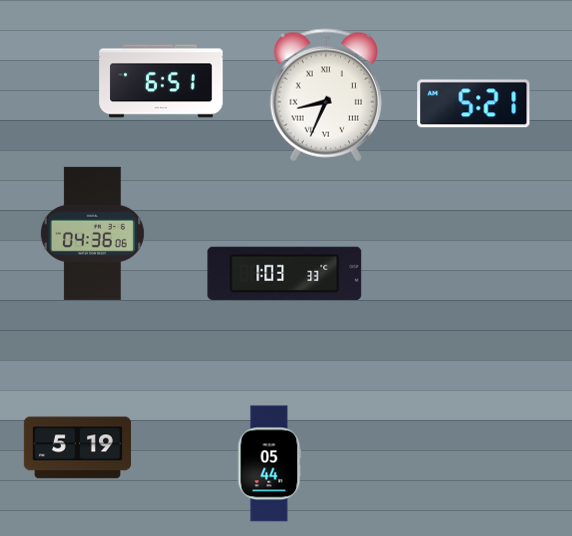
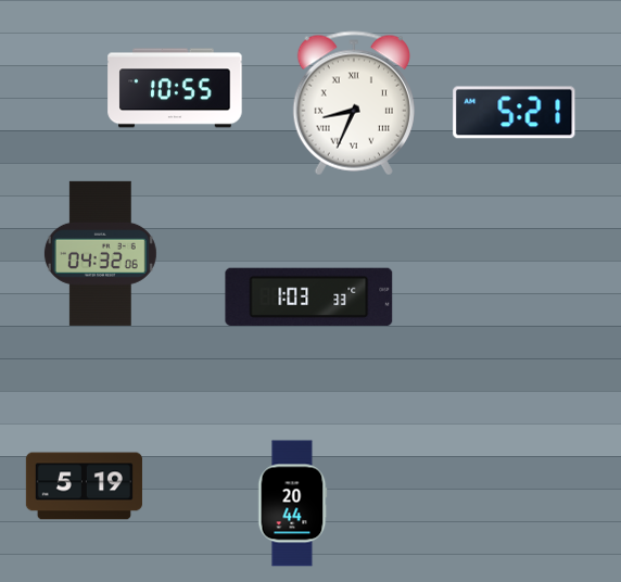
clock at (161, 81): 6:51 -> 10:55
clock at (92, 233): 04:36 -> 04:32
clock at (269, 464): 05:44 -> 20:44
